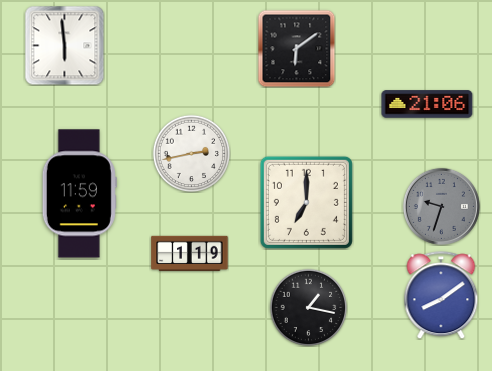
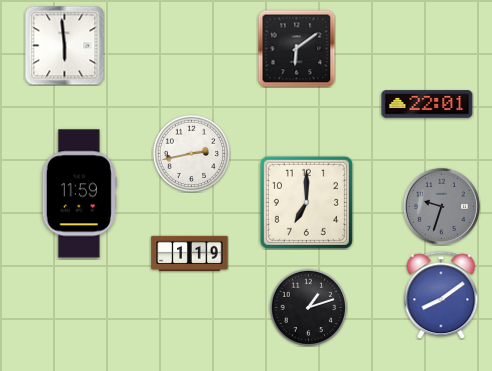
clock at (427, 104): 21:06 -> 22:01
clock at (308, 307): 1:17 -> 1:12
